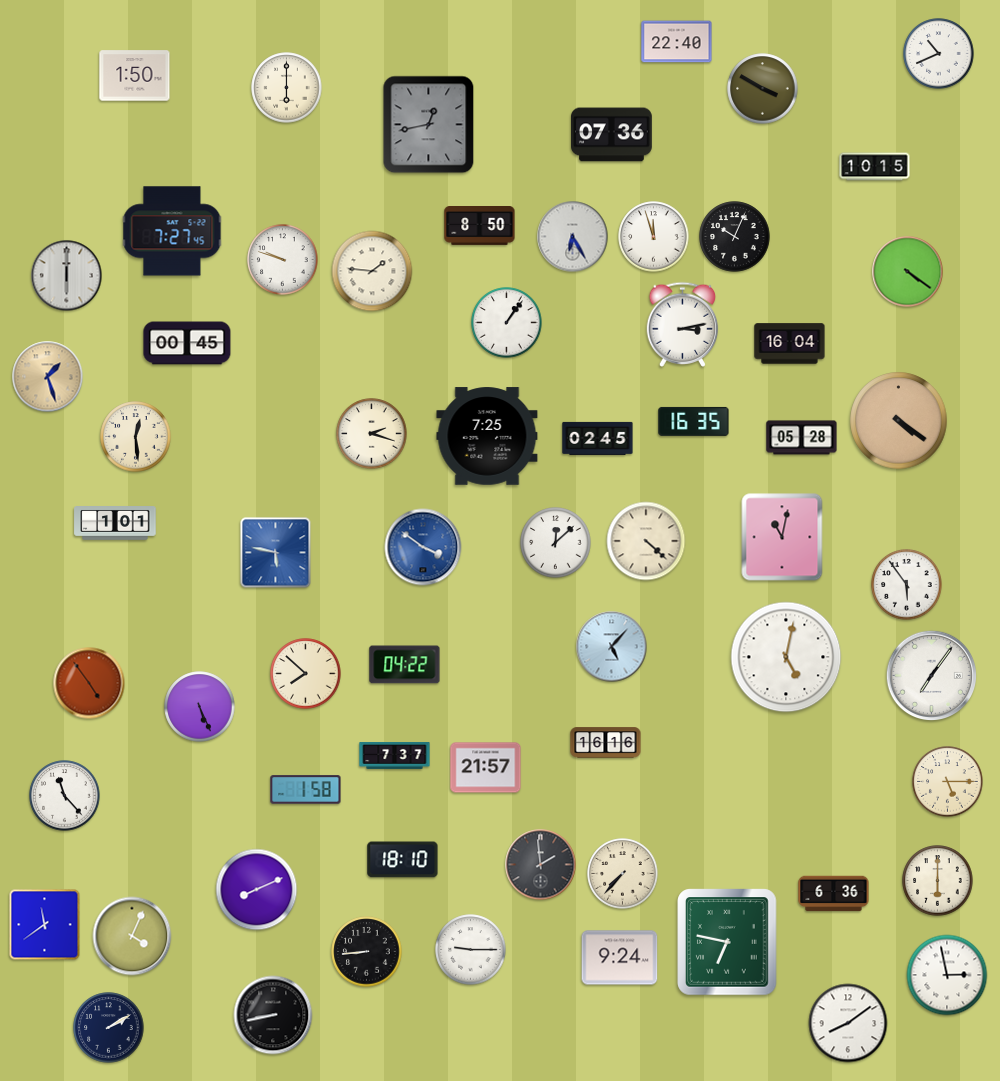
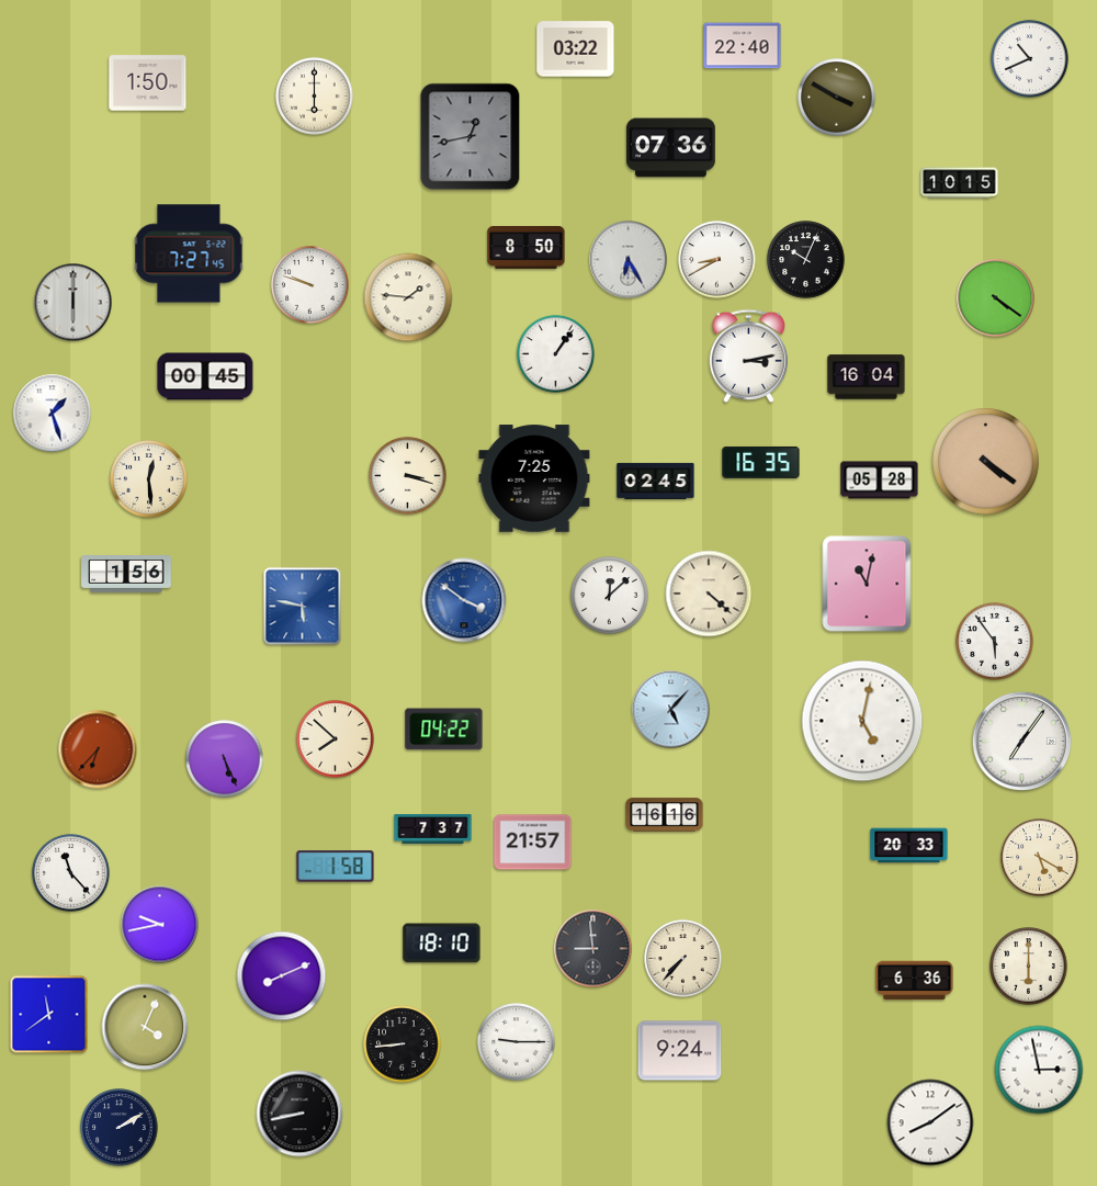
clock at (576, 49): none -> 03:22
clock at (654, 237): 11:57 -> 8:40
clock at (48, 377) dial: champagne -> white
clock at (372, 434): 2:18 -> 3:18
clock at (115, 524): 1:01 -> 1:56
clock at (782, 537) position: (782, 537) -> (867, 584)
clock at (89, 683): 4:54 -> 6:37
clock at (200, 707) position: (200, 707) -> (225, 759)
clock at (909, 846): none -> 20:33
clock at (948, 782): 5:15 -> 5:20
clock at (160, 925): none -> 9:43
clock at (541, 865): 1:59 -> 8:59
clock at (727, 942): 6:47 -> none
